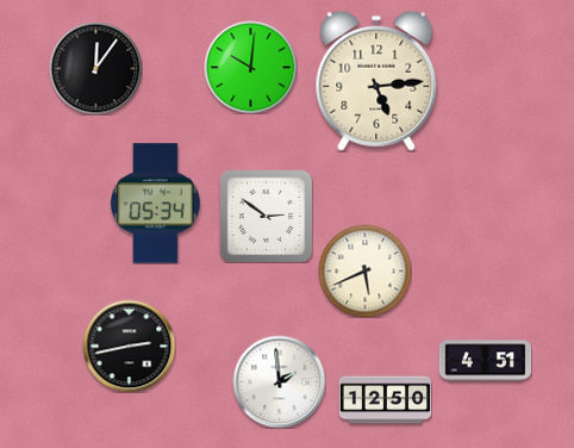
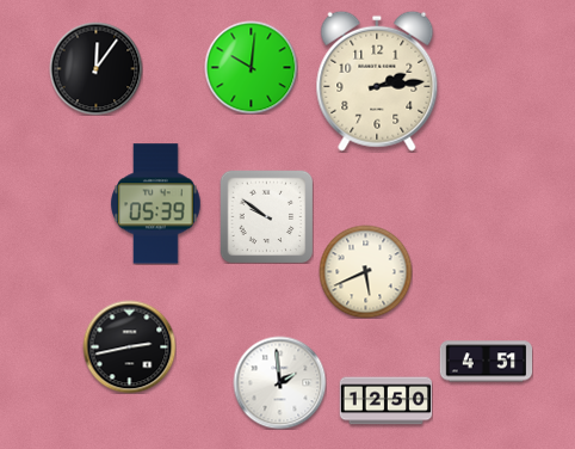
clock at (376, 81): 5:14 -> 2:14
clock at (156, 204): 05:34 -> 05:39
clock at (266, 216): 2:51 -> 9:51
